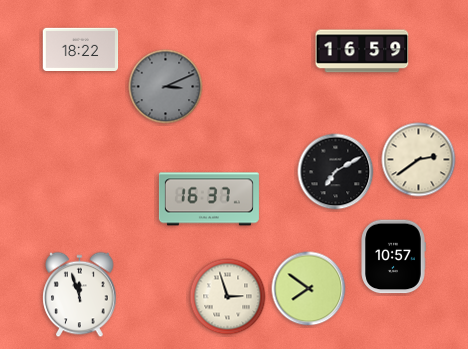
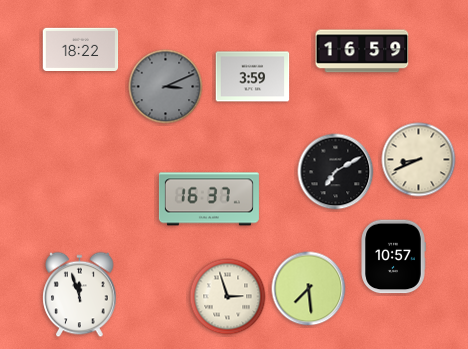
clock at (253, 77): none -> 3:59
clock at (419, 160): 2:39 -> 8:41
clock at (309, 289): 7:51 -> 7:29
